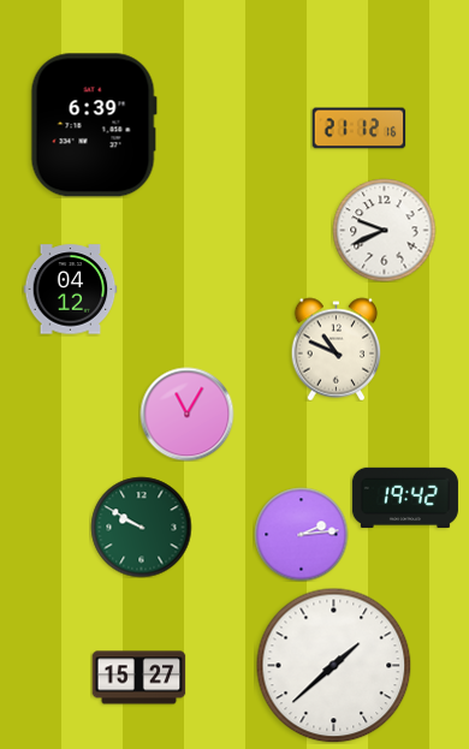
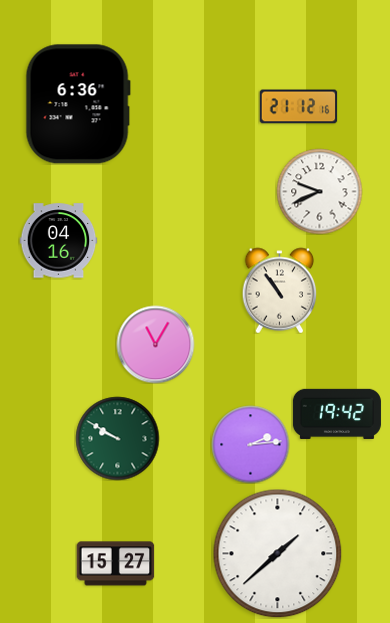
clock at (94, 125): 6:39 -> 6:36
clock at (70, 290): 04:12 -> 04:16
clock at (337, 349): 10:49 -> 10:54
